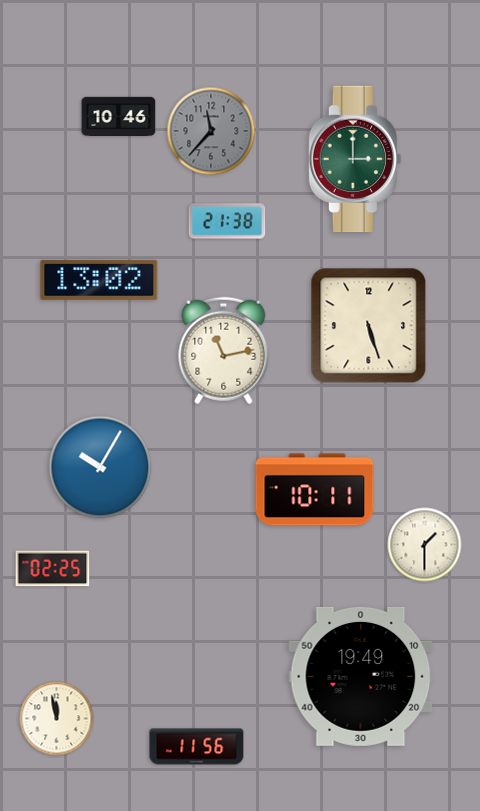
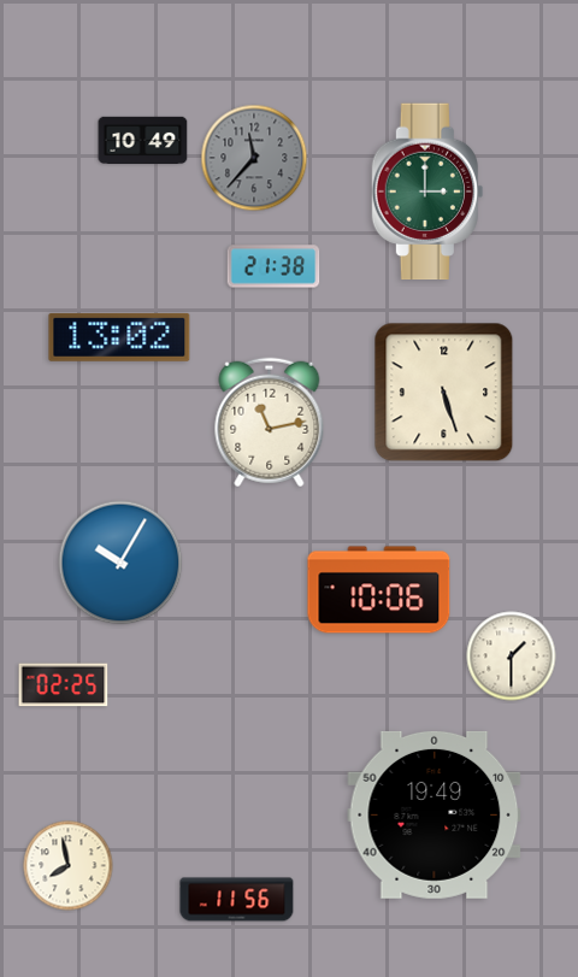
clock at (119, 116): 10:46 -> 10:49
clock at (315, 490): 10:11 -> 10:06
clock at (57, 719): 11:58 -> 7:58
